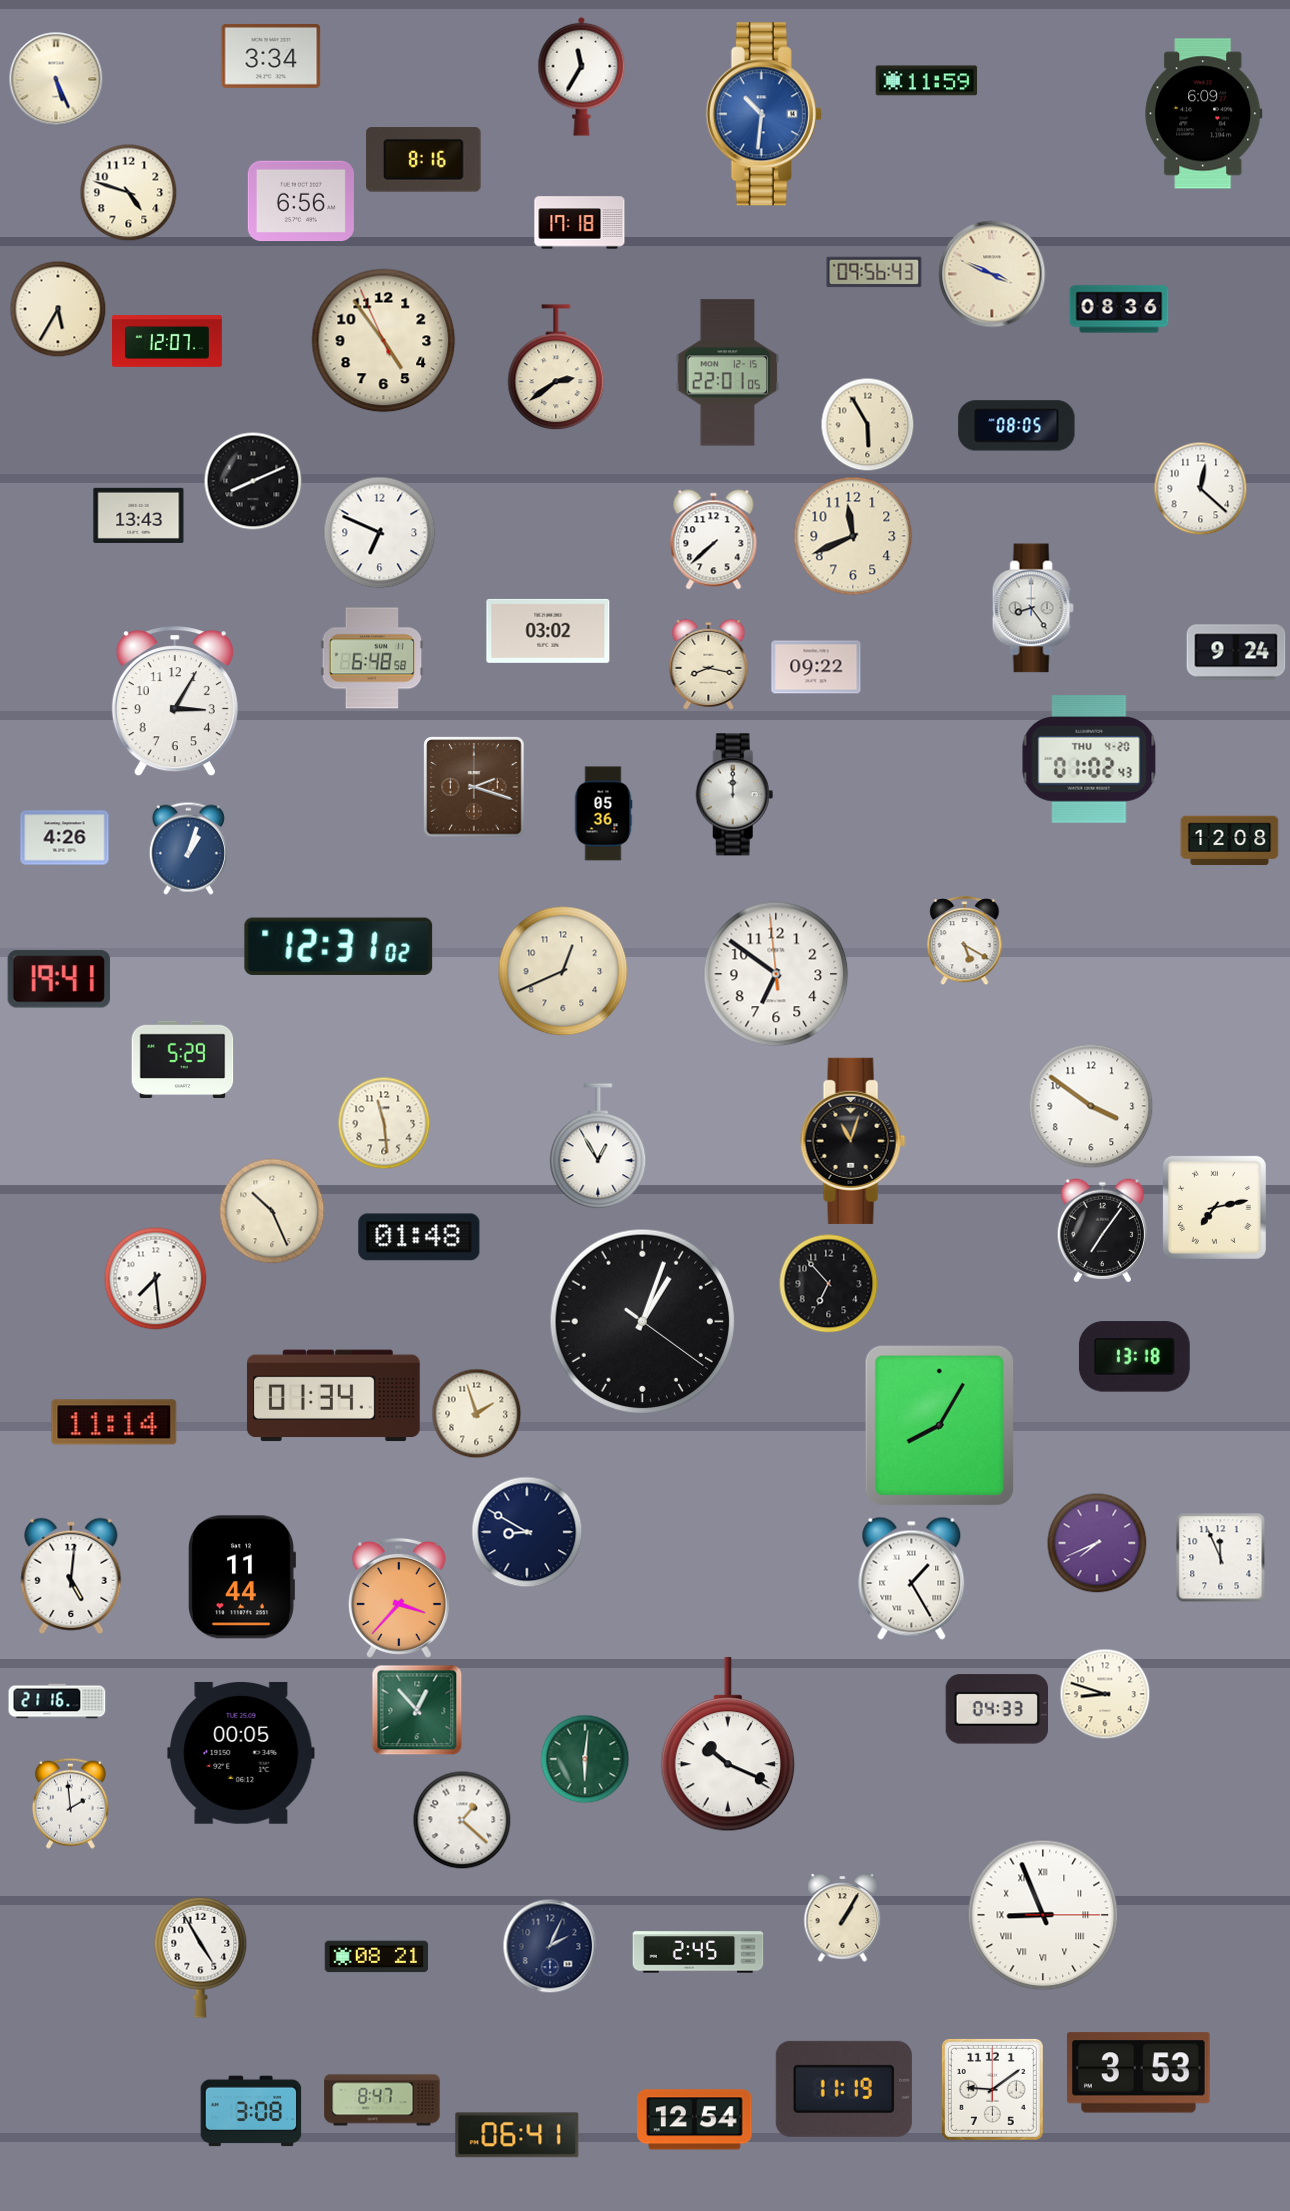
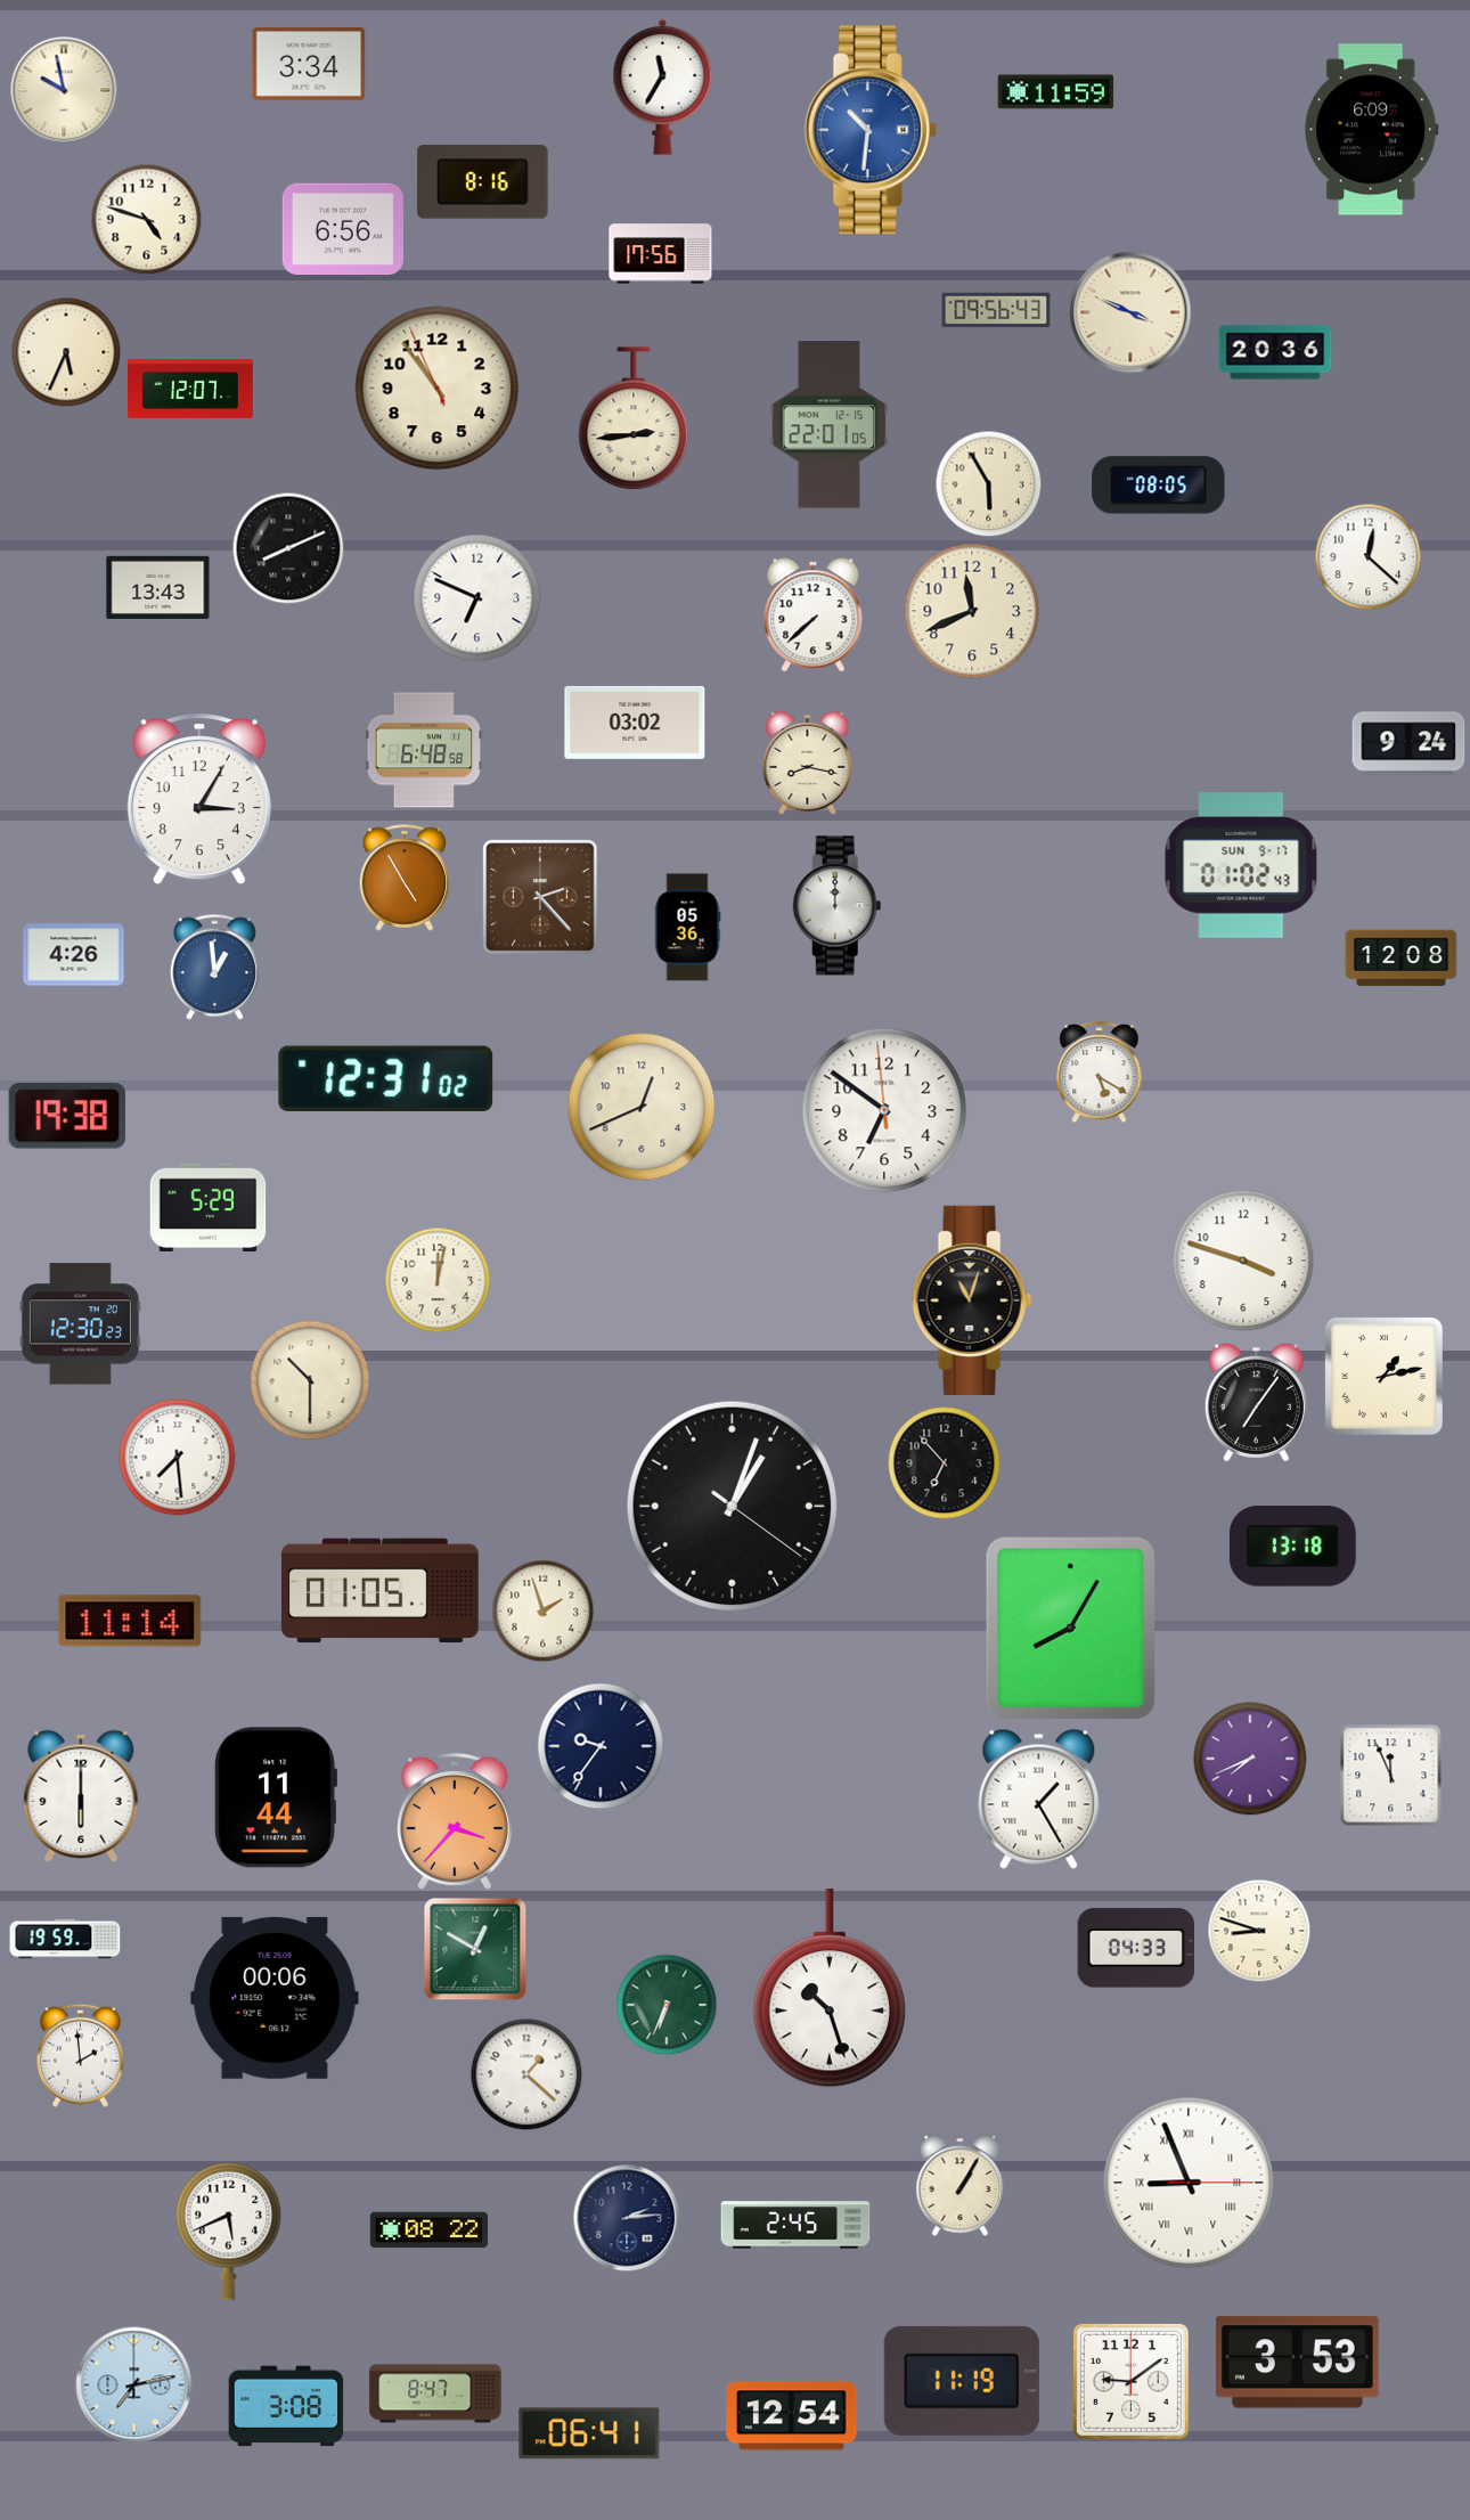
clock at (56, 79): 5:26 -> 9:58
clock at (580, 223): 17:18 -> 17:56
clock at (58, 309): 5:35 -> 5:34
clock at (1119, 309): 08:36 -> 20:36
clock at (384, 341): 4:53 -> 10:53
clock at (556, 368): 2:39 -> 2:44
clock at (380, 533) position: (380, 533) -> (477, 598)
clock at (1033, 608): 8:24 -> none
clock at (548, 631) position: (548, 631) -> (635, 723)
clock at (709, 664) position: (709, 664) -> (808, 762)
clock at (816, 667): 09:22 -> none
clock at (1089, 759) date: THU 4-20 -> SUN 9-17
clock at (403, 878): none -> 4:55
clock at (474, 787): 2:18 -> 2:23
clock at (188, 848): 1:03 -> 12:59
clock at (59, 979): 19:41 -> 19:38
clock at (1091, 1106): 3:51 -> 3:48
clock at (384, 1123): 11:29 -> 12:02
clock at (598, 1147): 12:55 -> none
clock at (80, 1324): none -> 12:30
clock at (1214, 1207): 7:13 -> 1:13
clock at (272, 1211): 10:26 -> 10:30
clock at (419, 1237): 01:48 -> none
clock at (333, 1396): 01:34 -> 01:05
clock at (939, 1426) position: (939, 1426) -> (1070, 1629)
clock at (527, 1532): 8:50 -> 9:36
clock at (71, 1576): 5:01 -> 6:00
clock at (57, 1701): 21:16 -> 19:59
clock at (417, 1710): 12:53 -> 12:50
clock at (727, 1744): 10:19 -> 10:27
clock at (241, 1753): 00:05 -> 00:06
clock at (585, 1759): 6:01 -> 6:34
clock at (550, 1946): 2:04 -> 2:14
clock at (201, 1957): 4:55 -> 5:41
clock at (377, 1957): 08:21 -> 08:22
clock at (134, 2386): none -> 7:13
